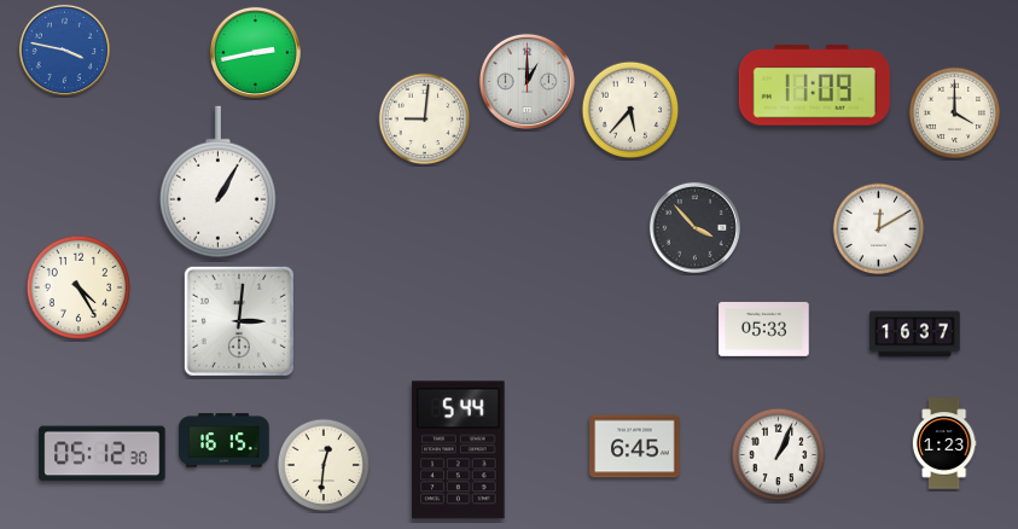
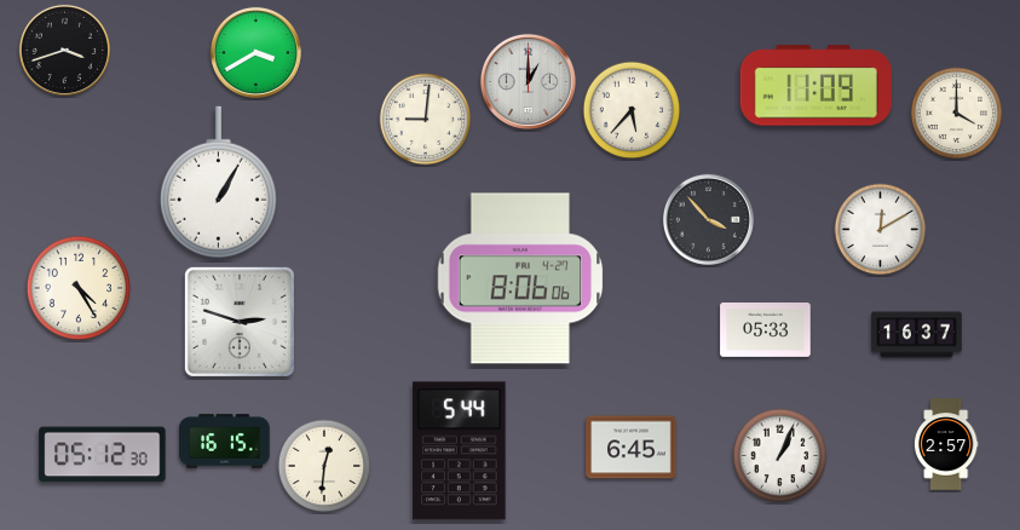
clock at (64, 50): 3:47 -> 3:42
clock at (64, 50) dial: blue -> black
clock at (255, 52): 2:43 -> 3:40
clock at (694, 227) position: (694, 227) -> (708, 219)
clock at (520, 278): none -> 8:06
clock at (239, 321): 3:01 -> 2:48
clock at (944, 443): 1:23 -> 2:57
clock at (635, 447) position: (635, 447) -> (632, 448)
